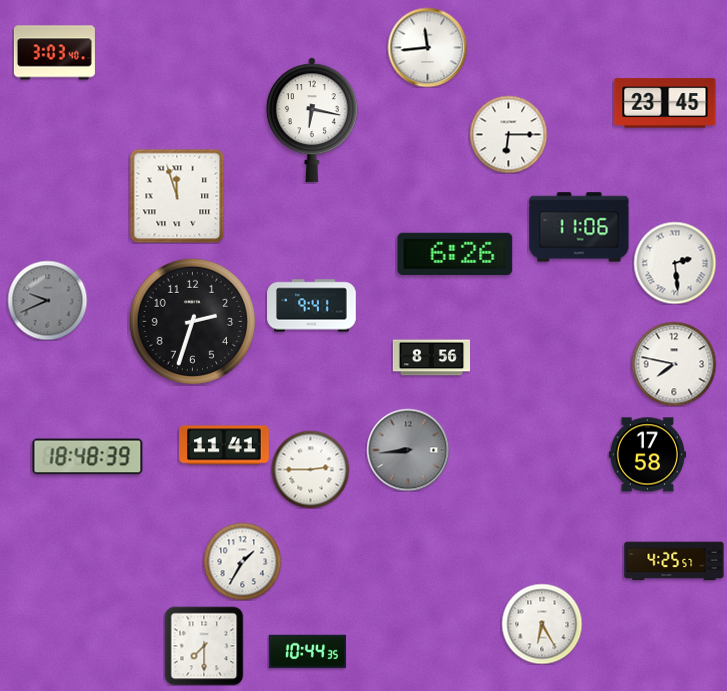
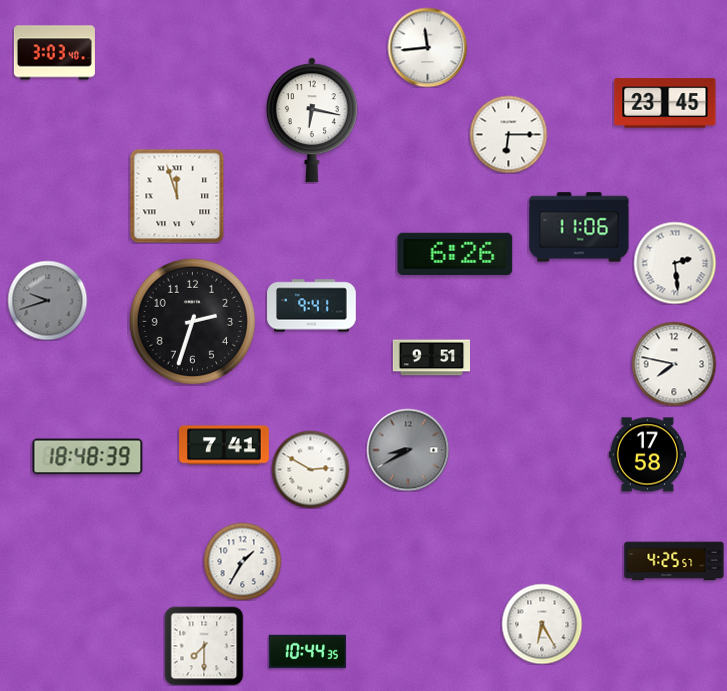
clock at (47, 300): 9:41 -> 9:42
clock at (431, 358): 8:56 -> 9:51
clock at (224, 445): 11:41 -> 7:41
clock at (408, 450): 8:44 -> 8:40
clock at (310, 469): 2:45 -> 2:50
